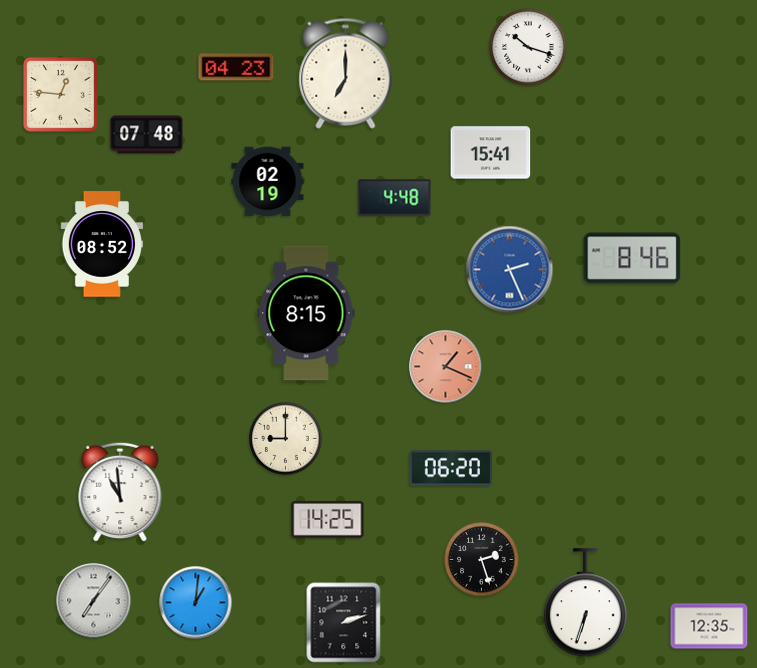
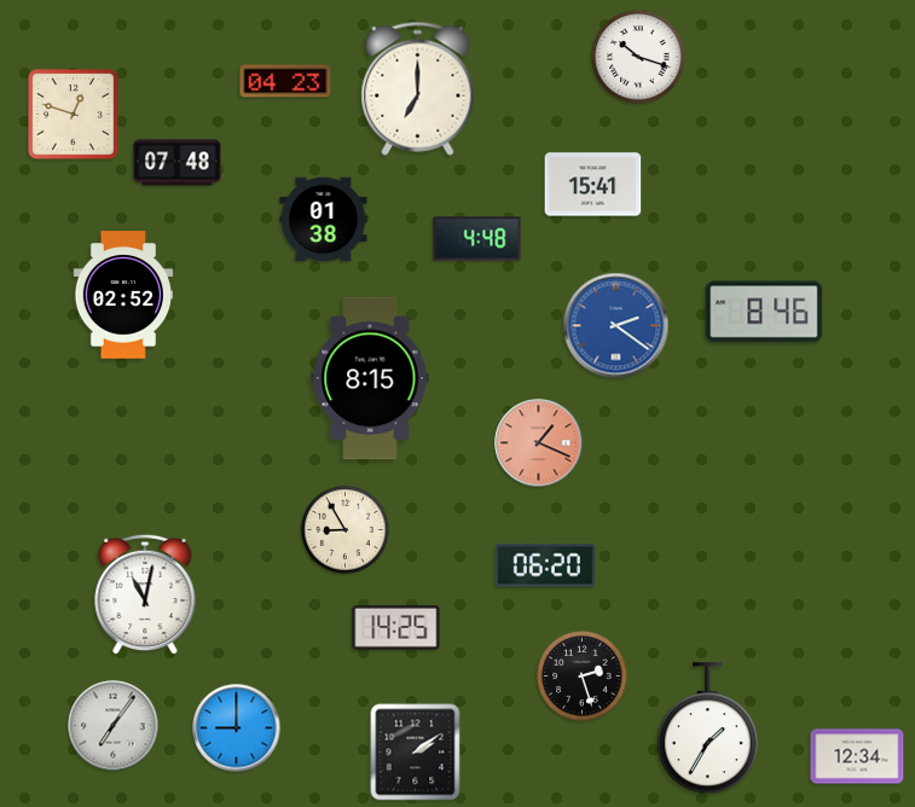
clock at (61, 95): 12:46 -> 12:48
clock at (268, 182): 02:19 -> 01:38
clock at (101, 244): 08:52 -> 02:52
clock at (510, 270): 2:26 -> 2:21
clock at (286, 439): 9:00 -> 8:55
clock at (120, 492): 10:59 -> 11:02
clock at (196, 603): 1:01 -> 9:00
clock at (585, 603): 6:33 -> 1:35
clock at (344, 623): 2:12 -> 2:09
clock at (709, 626): 12:35 -> 12:34
